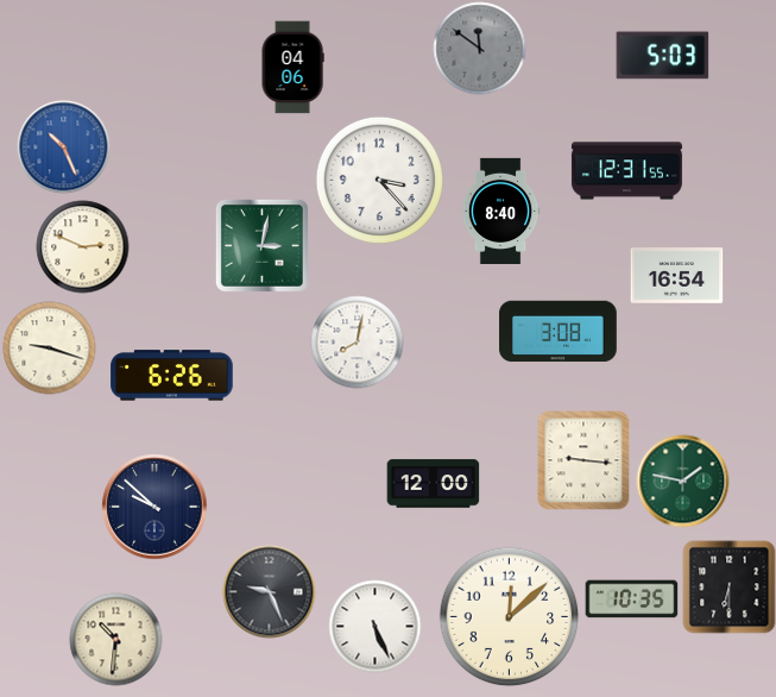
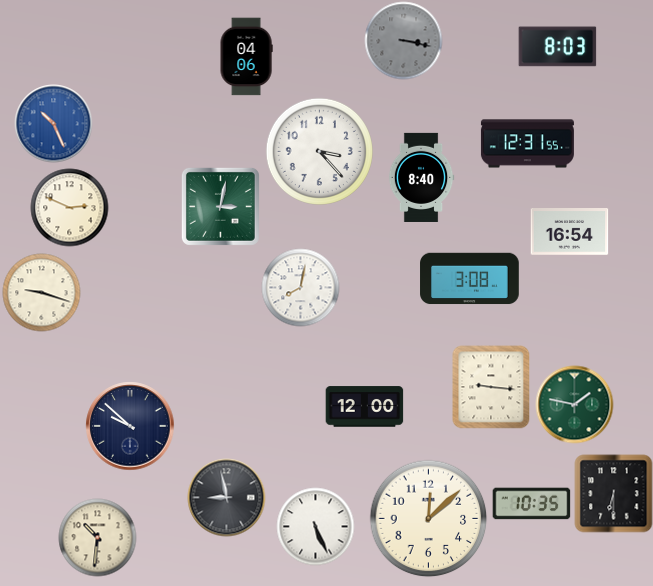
clock at (479, 48): 11:51 -> 3:17
clock at (662, 56): 5:03 -> 8:03
clock at (172, 376): 6:26 -> none
clock at (269, 591): 9:26 -> 8:58
